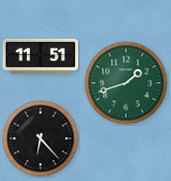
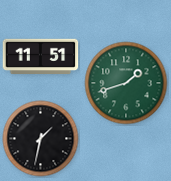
clock at (41, 139): 6:23 -> 1:32
